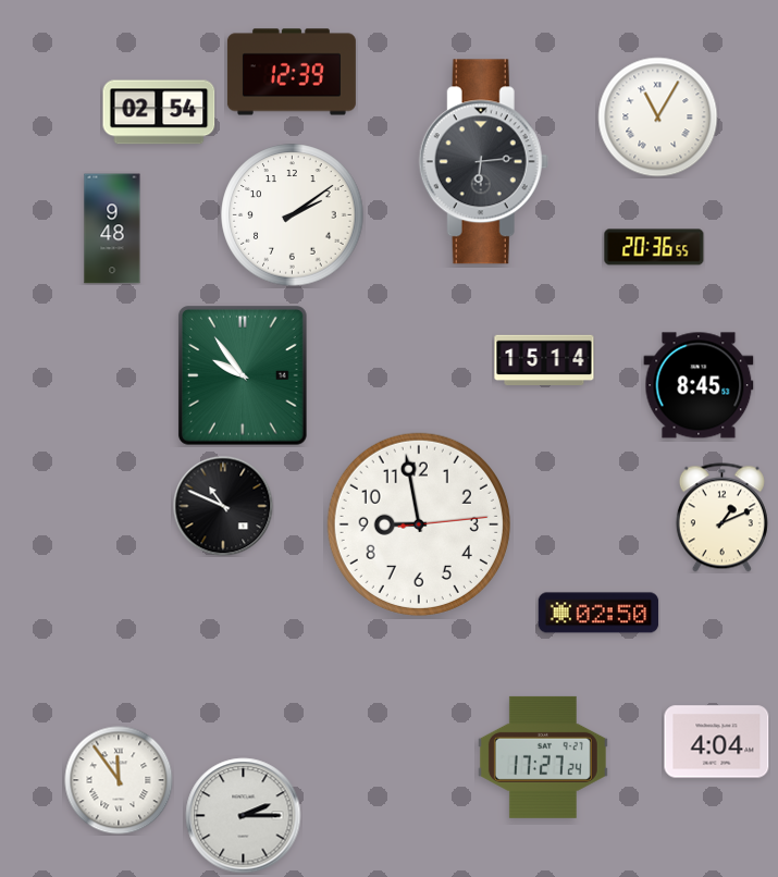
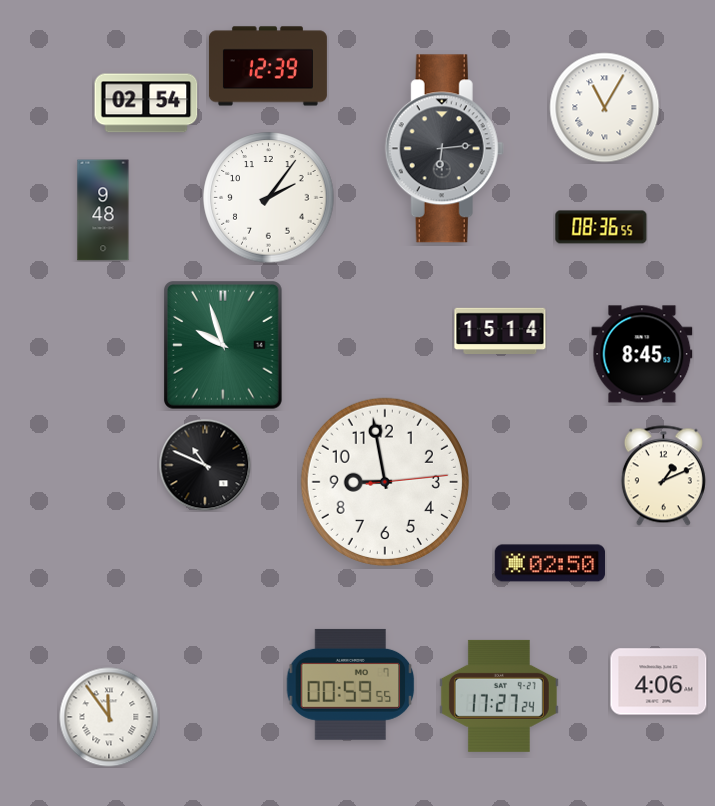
clock at (293, 215): 2:09 -> 2:06
clock at (654, 247): 20:36 -> 08:36
clock at (244, 376): 9:54 -> 9:57
clock at (717, 742): 4:04 -> 4:06
clock at (351, 684): none -> 00:59
clock at (244, 816): 2:15 -> none
